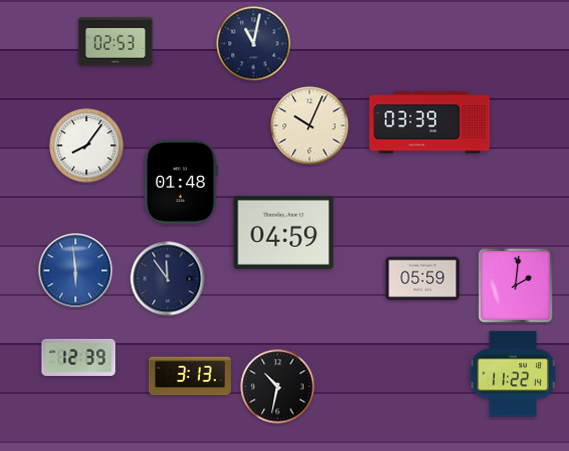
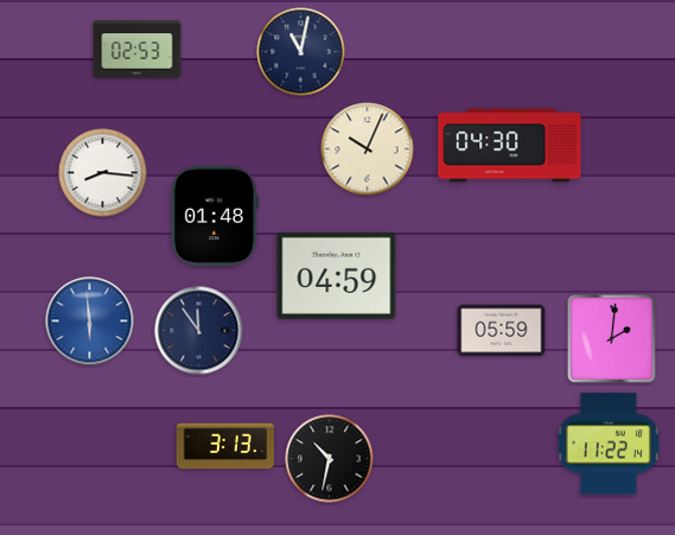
clock at (430, 123): 03:39 -> 04:30
clock at (87, 146): 8:06 -> 8:16
clock at (79, 357): 12:39 -> none
